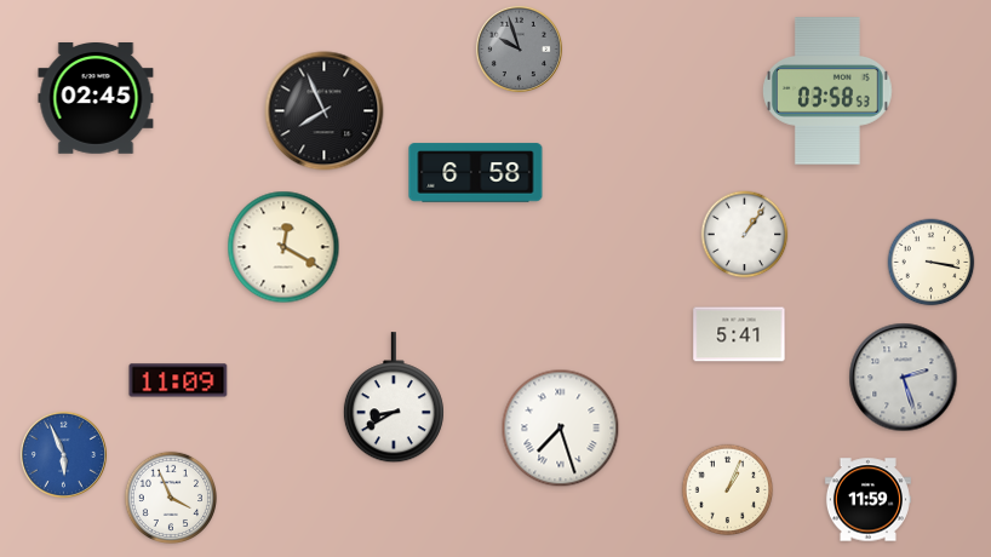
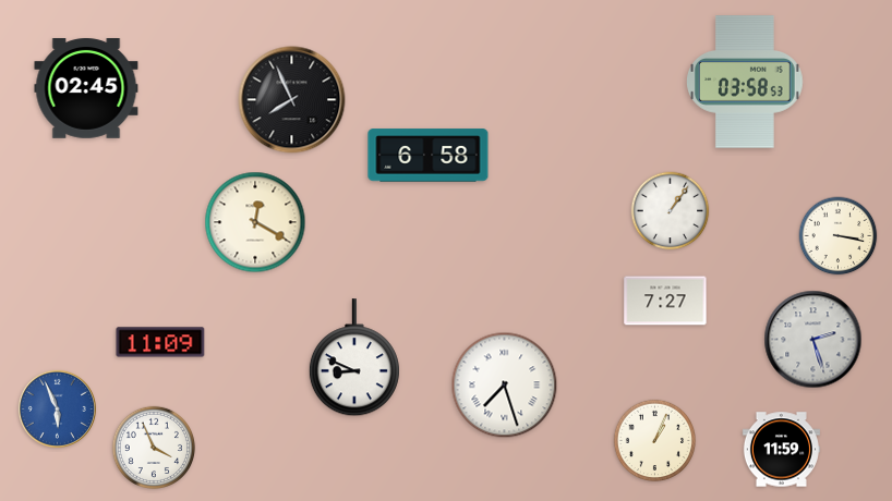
clock at (519, 48): 9:57 -> none
clock at (739, 334): 5:41 -> 7:27
clock at (394, 398): 8:40 -> 8:49
